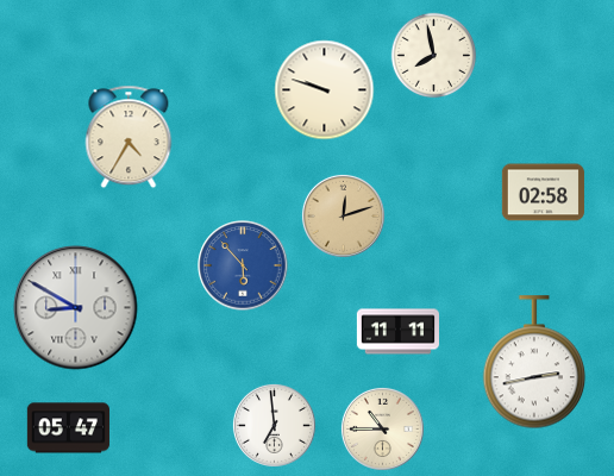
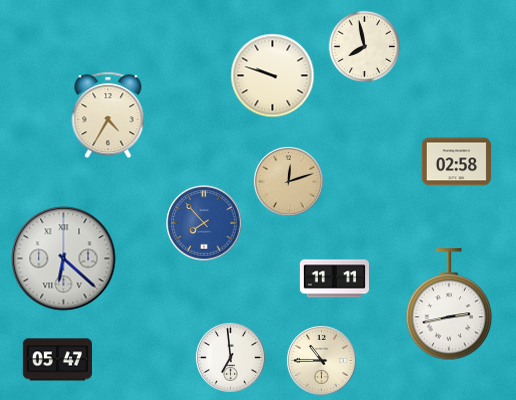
clock at (243, 265): 5:53 -> 7:53
clock at (76, 308): 8:50 -> 6:22
